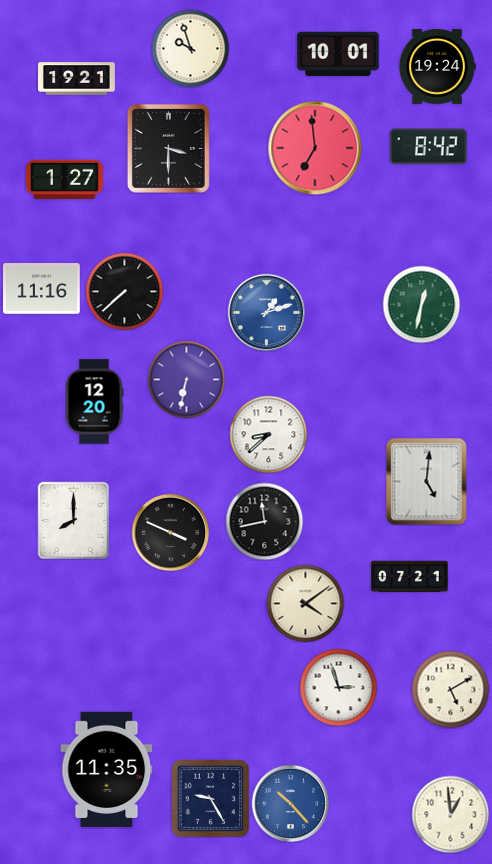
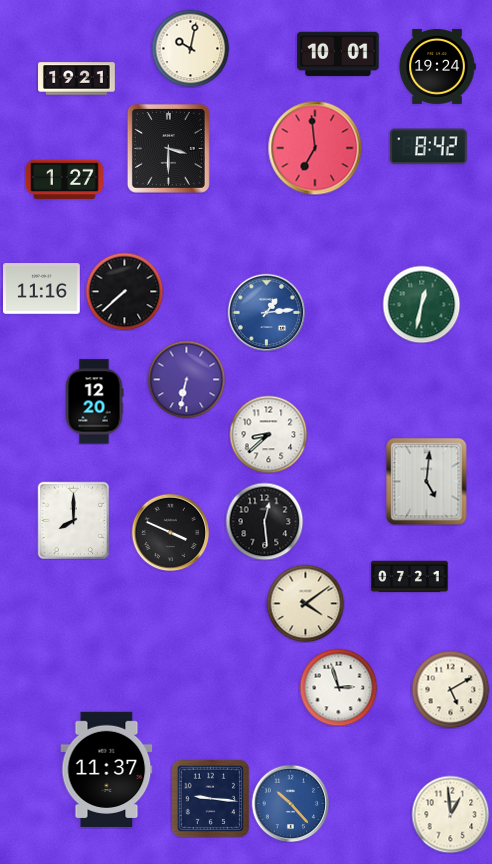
clock at (190, 48): 9:57 -> 10:02
clock at (266, 312): 1:12 -> 1:14
clock at (264, 521): 11:43 -> 12:29
clock at (107, 769): 11:35 -> 11:37
clock at (210, 798): 9:25 -> 9:16
